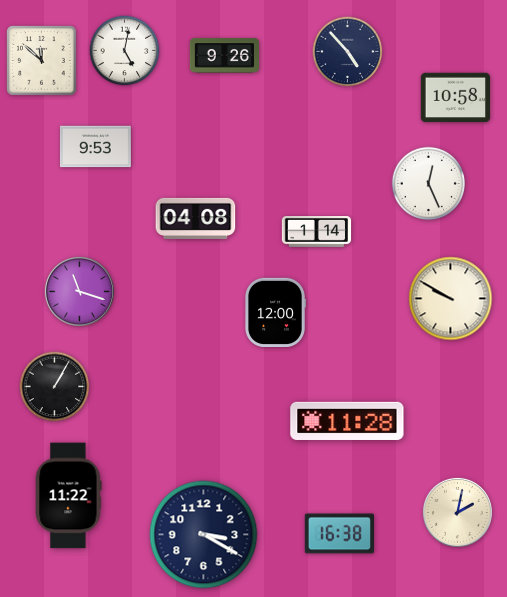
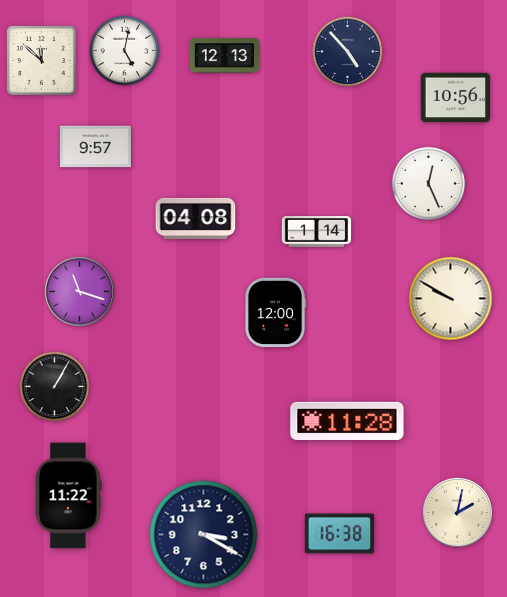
clock at (225, 56): 9:26 -> 12:13
clock at (456, 98): 10:58 -> 10:56
clock at (95, 147): 9:53 -> 9:57
